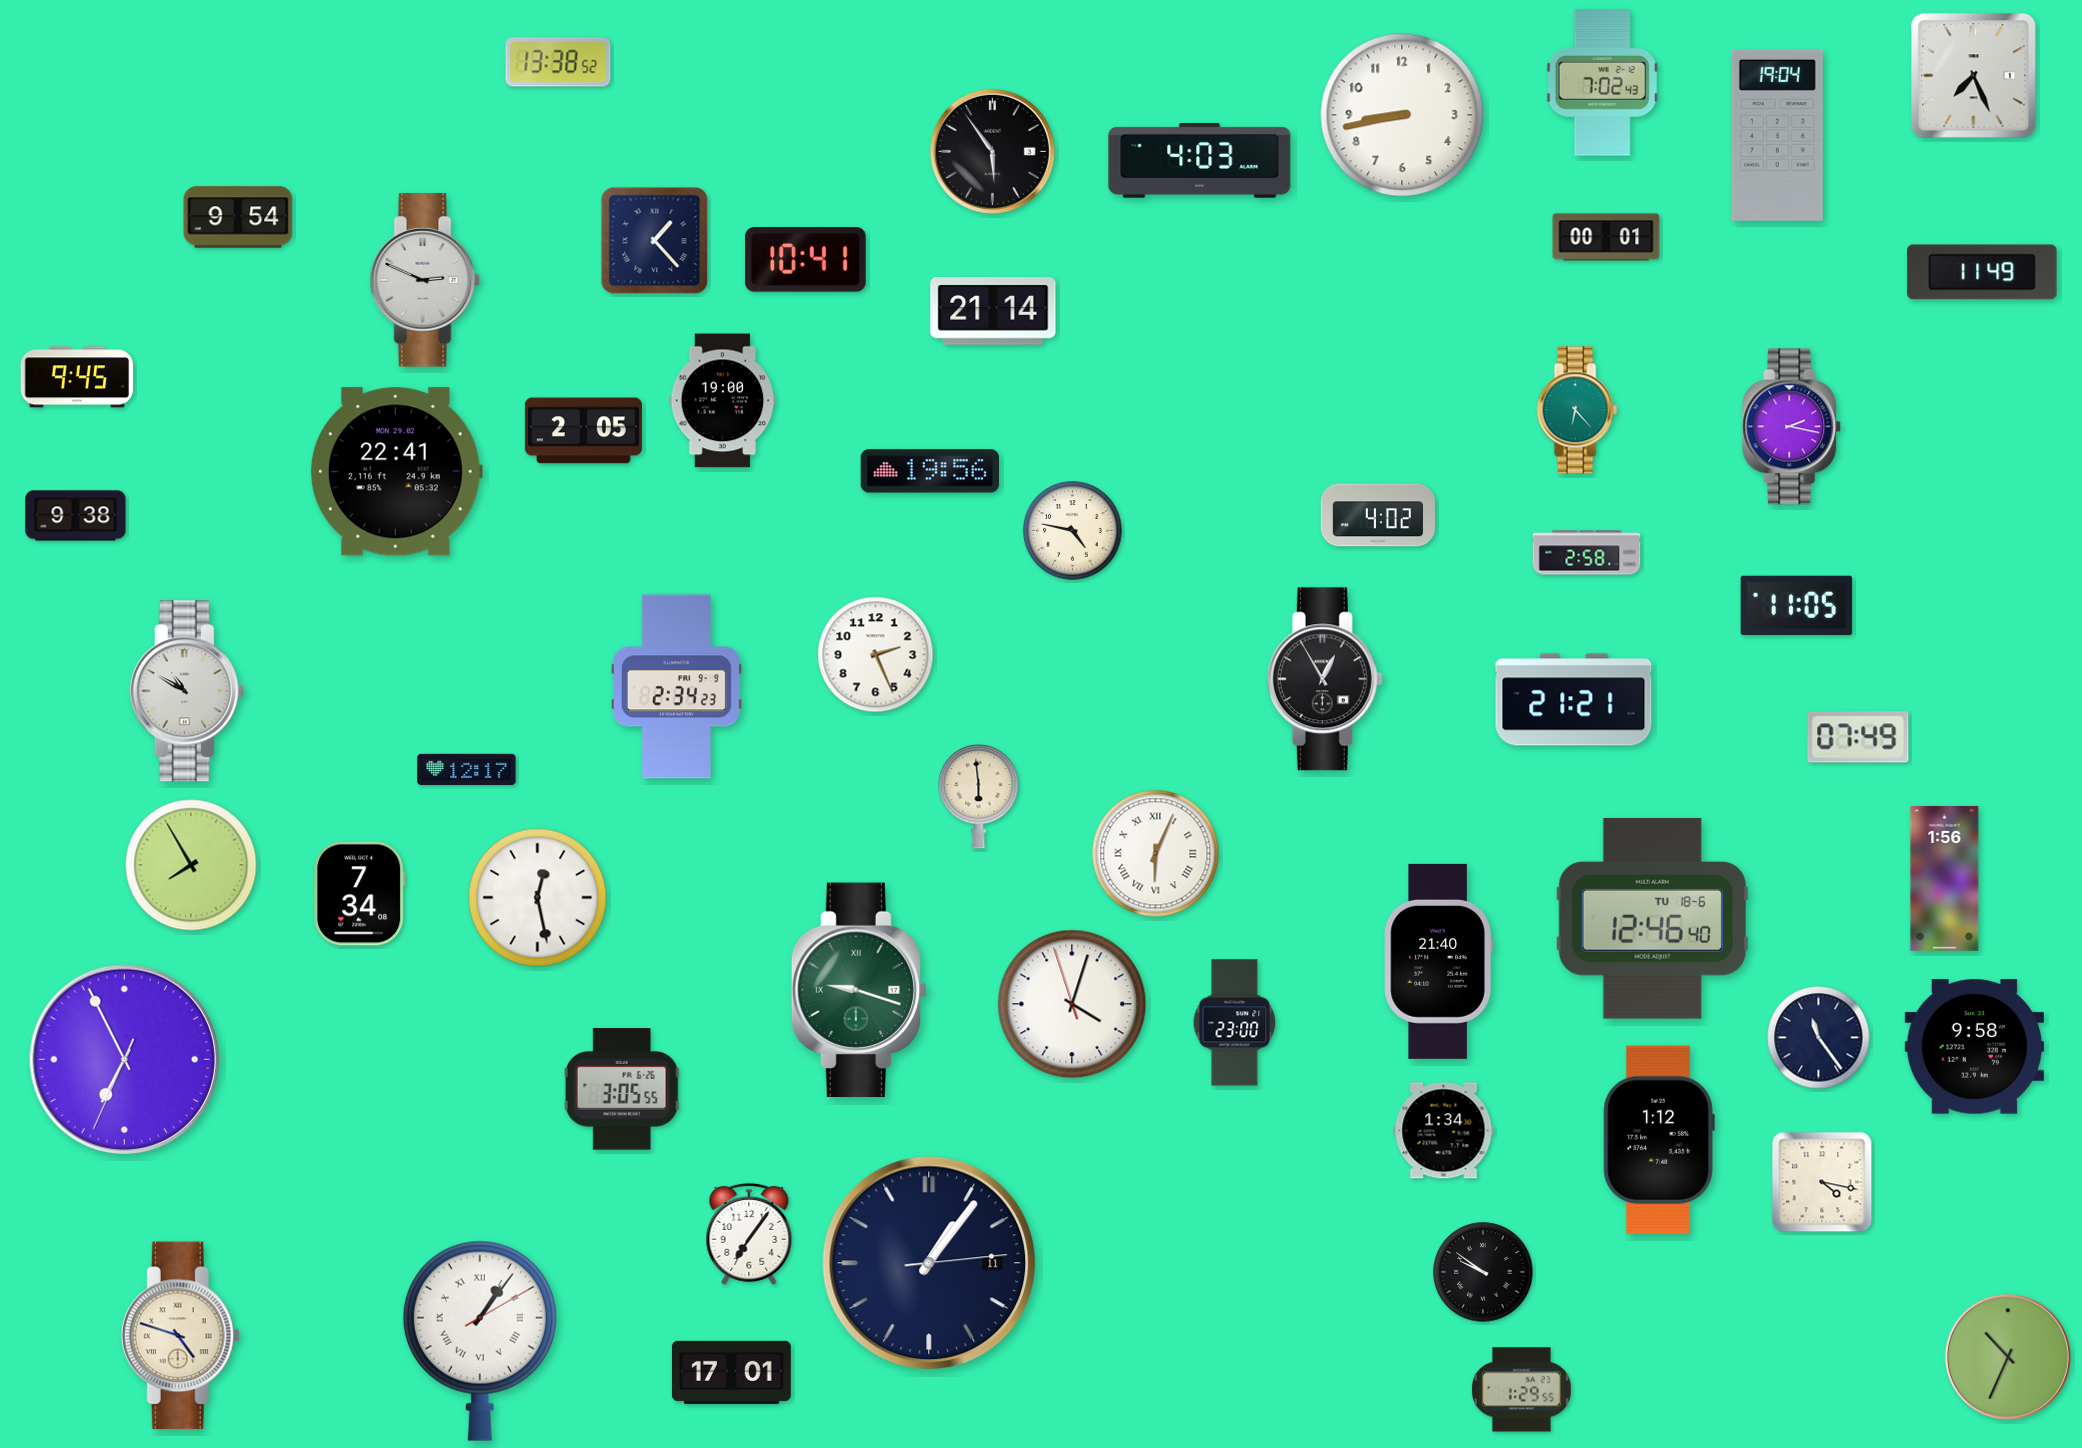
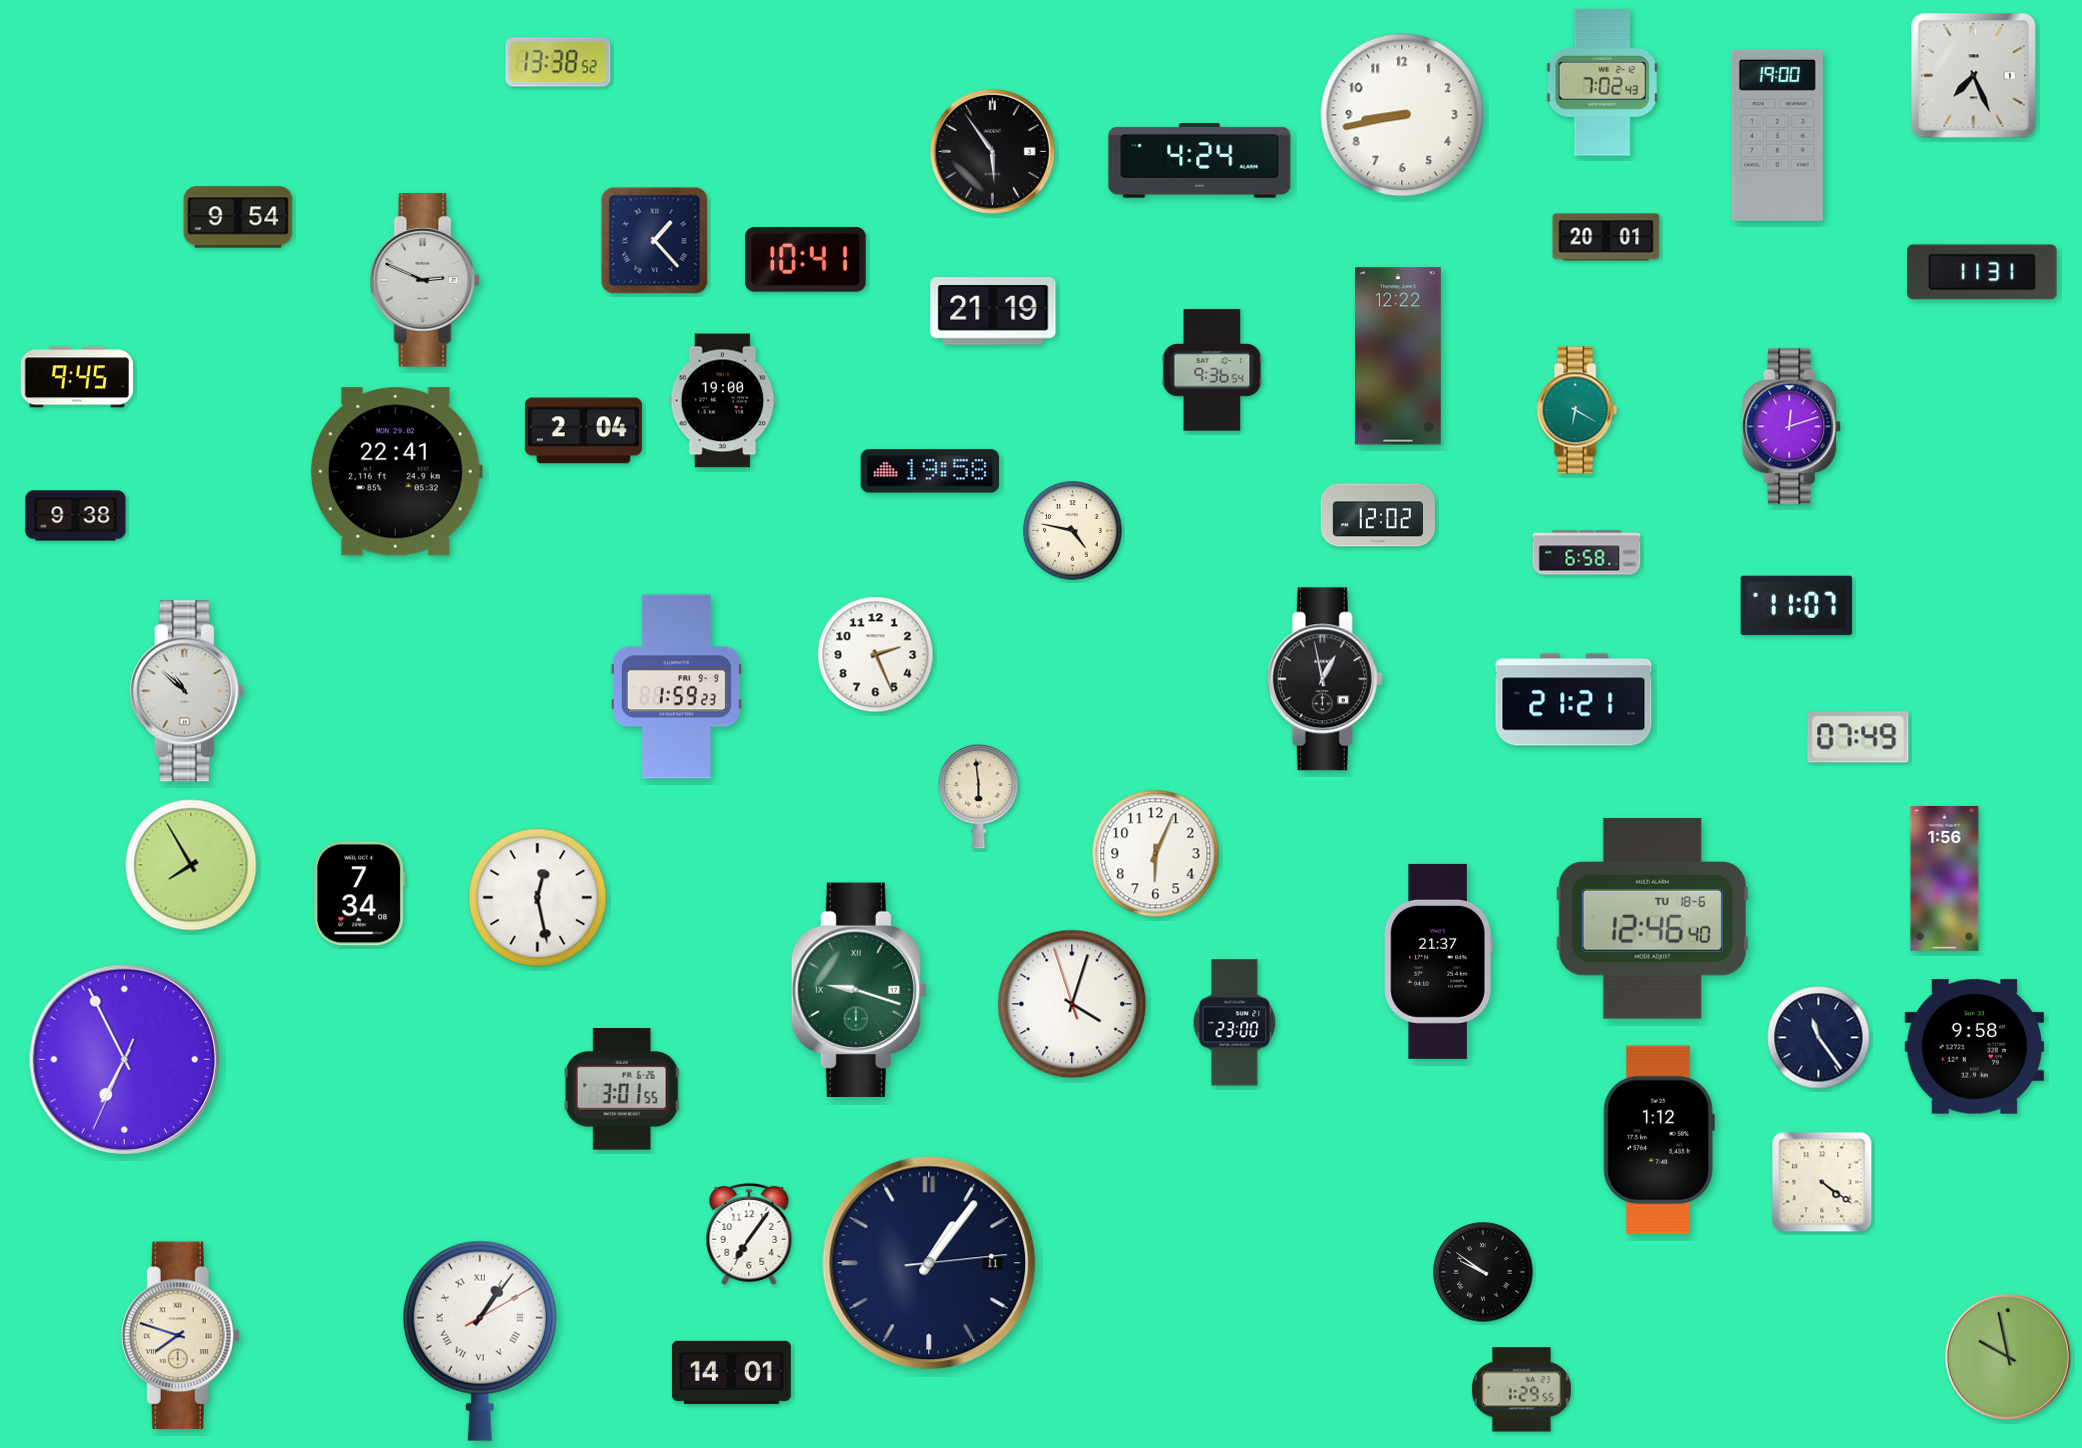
clock at (1777, 135): 19:04 -> 19:00
clock at (1200, 161): 4:03 -> 4:24
clock at (1606, 237): 00:01 -> 20:01
clock at (1982, 272): 11:49 -> 11:31
clock at (993, 311): 21:14 -> 21:19
clock at (1398, 356): none -> 12:22
clock at (1212, 370): none -> 9:36
clock at (1577, 410): 6:23 -> 6:20
clock at (1792, 427): 2:17 -> 12:12
clock at (583, 431): 2:05 -> 2:04
clock at (929, 471): 19:56 -> 19:58
clock at (1377, 515): 4:02 -> 12:02
clock at (1587, 553): 2:58 -> 6:58
clock at (1797, 606): 11:05 -> 11:07
clock at (1325, 679): 12:55 -> 12:58
clock at (676, 687): 2:34 -> 1:59
clock at (187, 691): 10:50 -> 10:52
clock at (467, 769): 12:17 -> none
clock at (1156, 854) numerals: Roman -> Arabic
clock at (1438, 961): 21:40 -> 21:37
clock at (622, 1089): 3:05 -> 3:01
clock at (1444, 1131): 1:34 -> none
clock at (1822, 1182): 4:17 -> 4:21
clock at (180, 1336): 4:48 -> 7:48
clock at (2008, 1357): 10:34 -> 9:58
clock at (731, 1372): 17:01 -> 14:01
